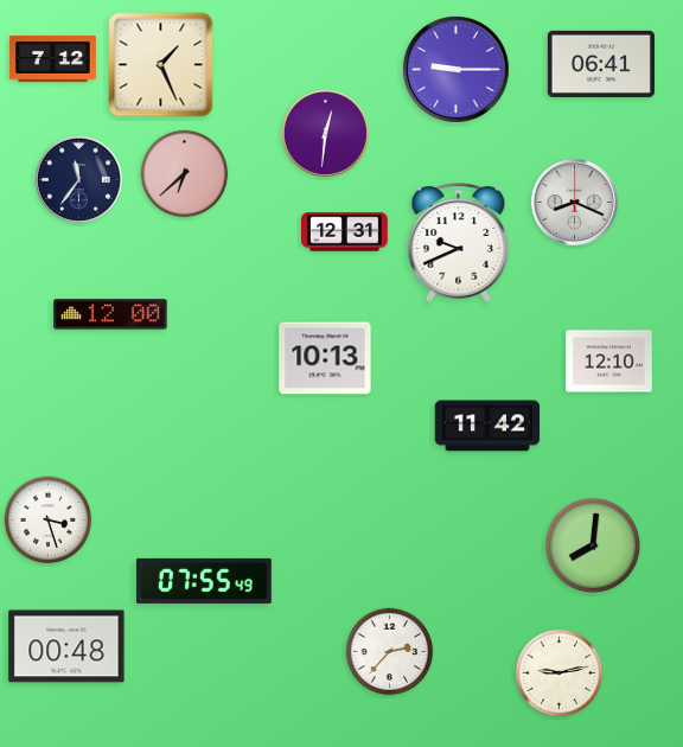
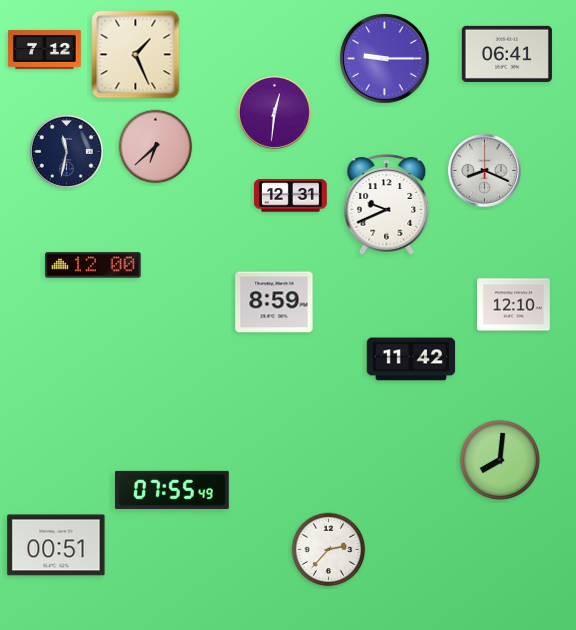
clock at (78, 179): 11:36 -> 11:32
clock at (325, 358): 10:13 -> 8:59
clock at (49, 521): 3:27 -> none
clock at (66, 646): 00:48 -> 00:51
clock at (560, 673): 9:13 -> none
